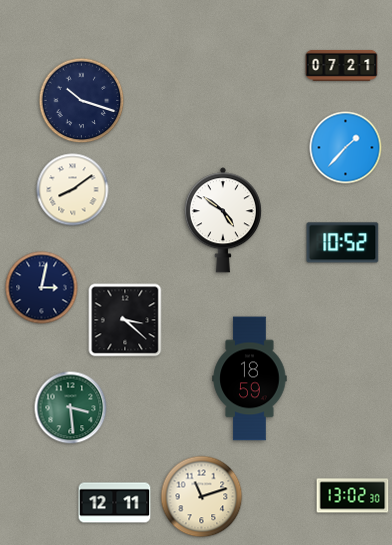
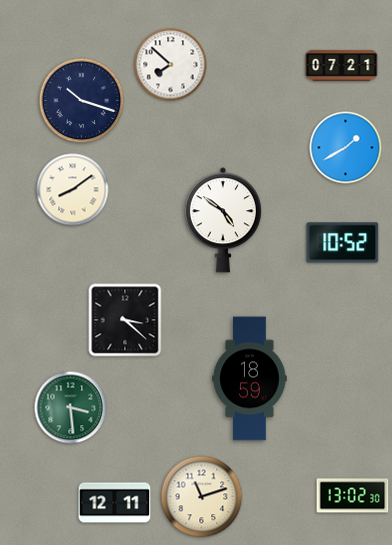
clock at (171, 65): none -> 7:52
clock at (346, 148): 1:37 -> 1:40
clock at (42, 288): 3:02 -> none
